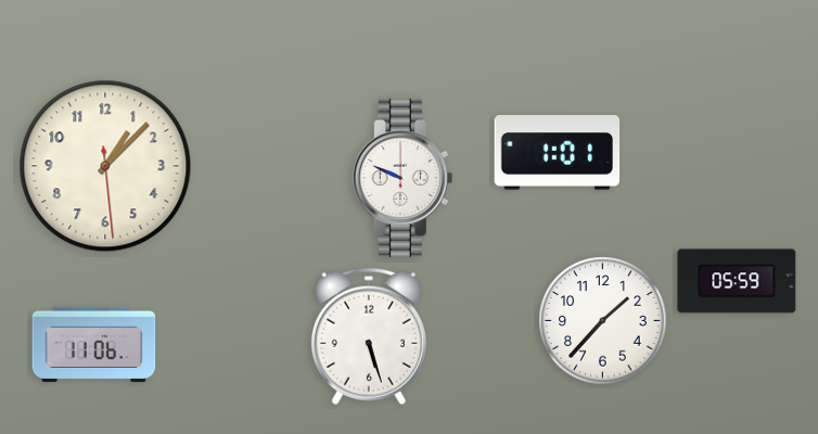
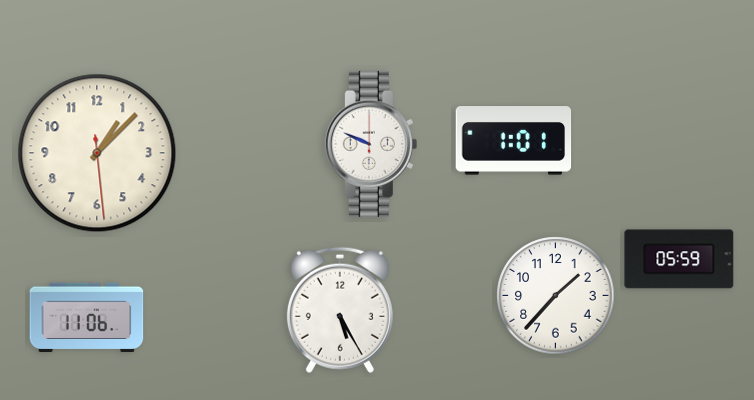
clock at (402, 178) position: (402, 178) -> (371, 144)
clock at (369, 336): 5:27 -> 5:25
